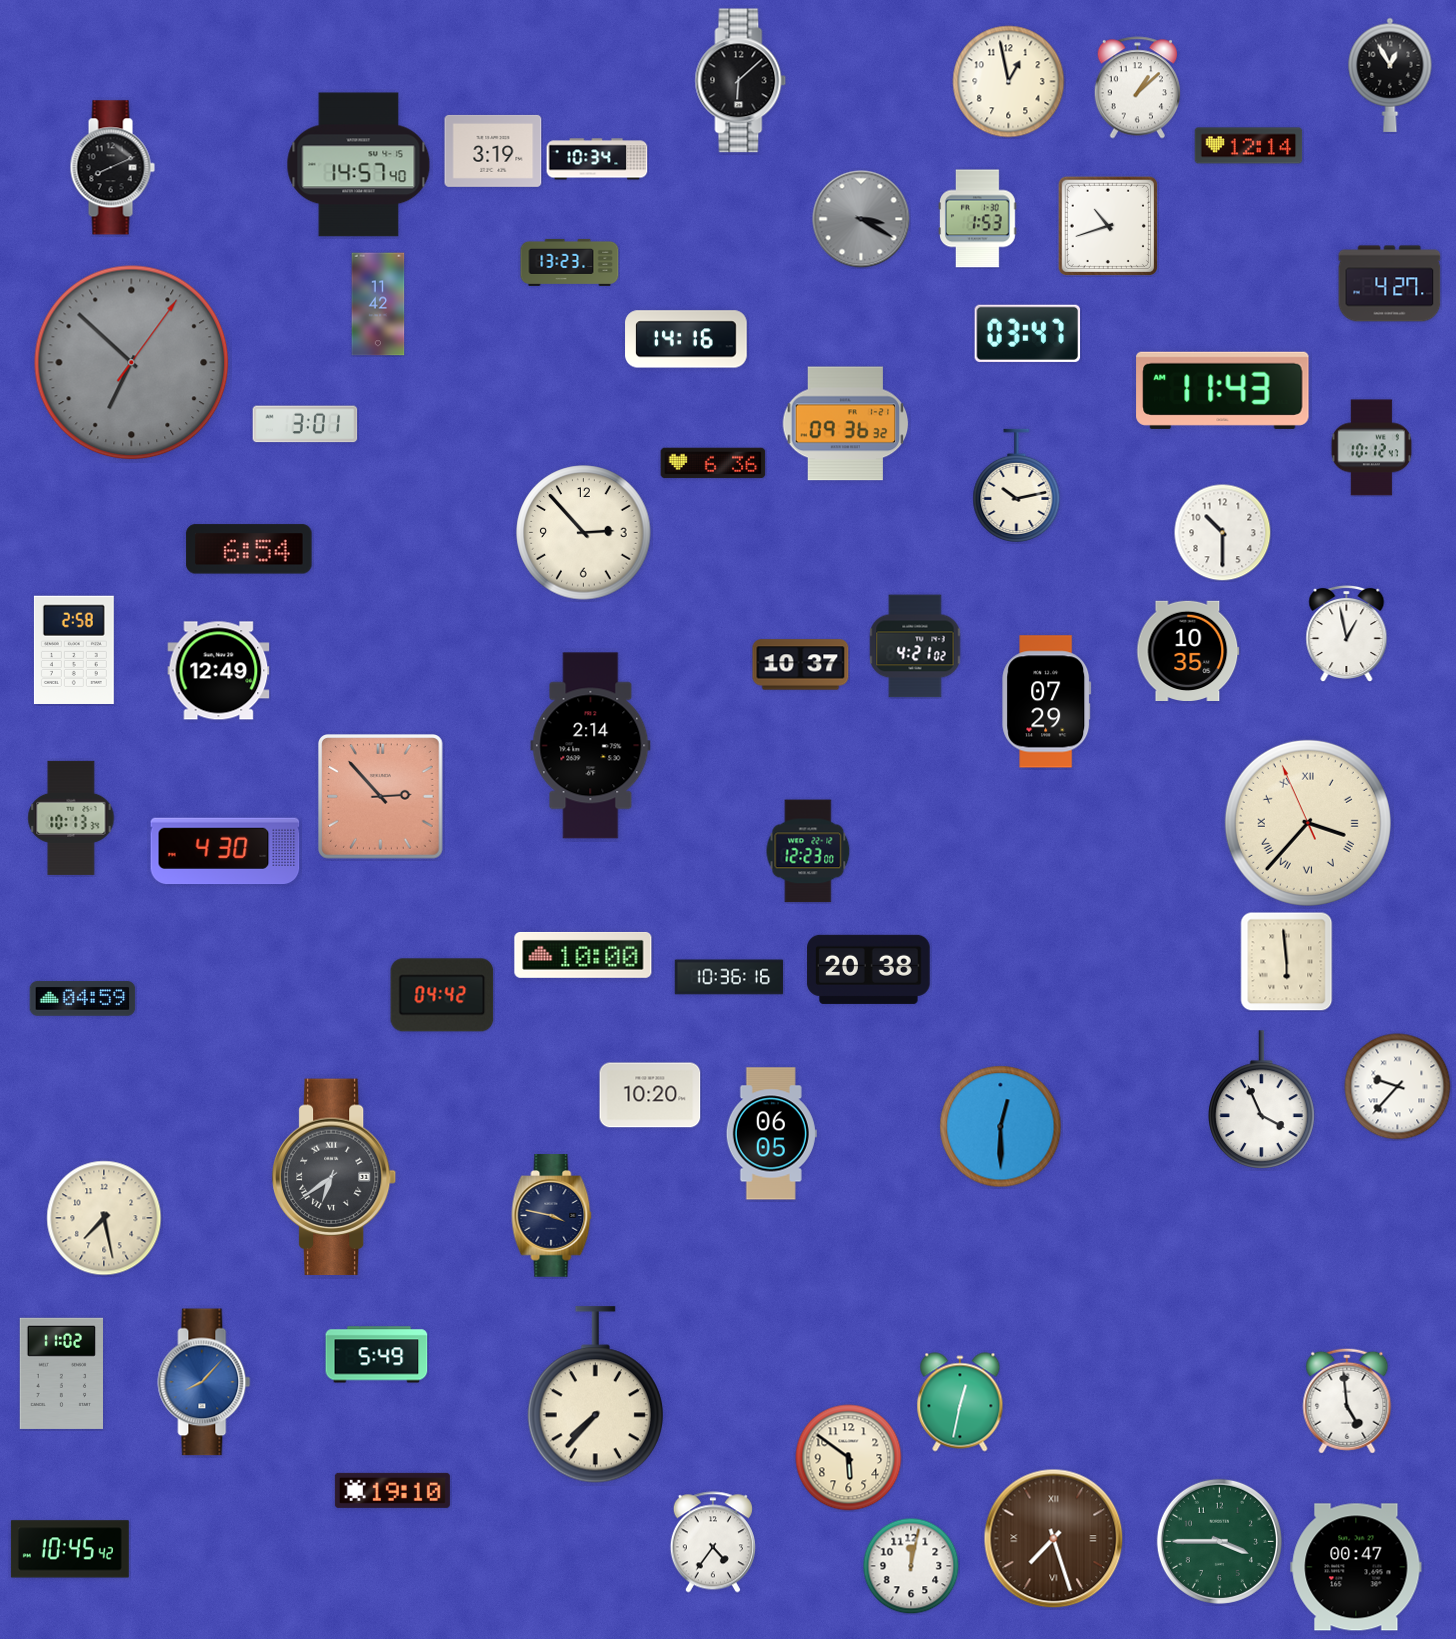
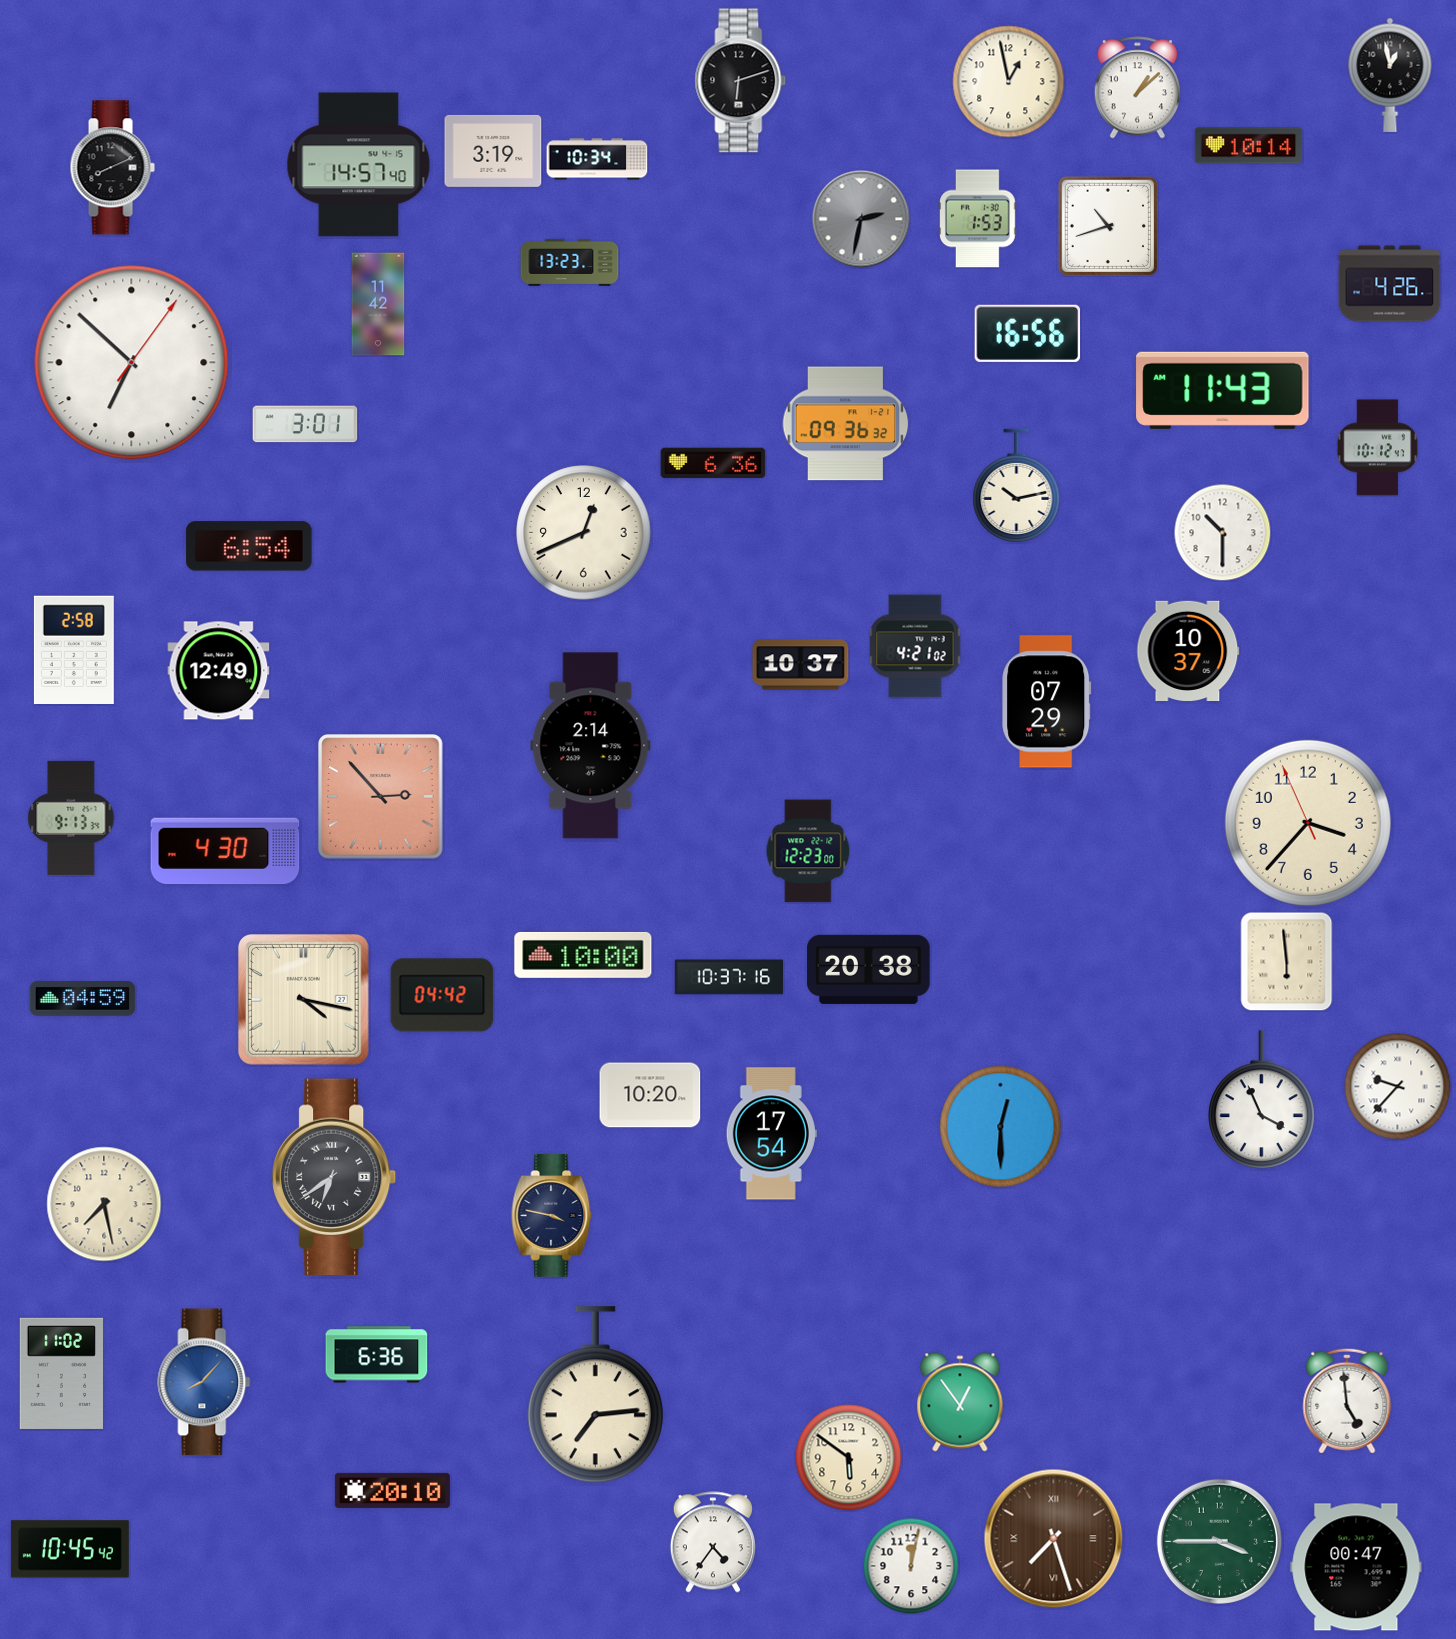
clock at (1390, 75): 12:55 -> 12:58
clock at (741, 81): 6:08 -> 6:12
clock at (1249, 146): 12:14 -> 10:14
clock at (861, 219): 3:20 -> 2:32
clock at (1390, 284): 4:27 -> 4:26
clock at (1028, 333): 03:47 -> 16:56
clock at (686, 339): 14:16 -> none
clock at (132, 363) dial: grey -> white
clock at (1371, 448) position: (1371, 448) -> (1377, 448)
clock at (584, 533): 2:53 -> 12:41
clock at (249, 549) position: (249, 549) -> (249, 546)
clock at (1347, 633): 12:58 -> none
clock at (1188, 650): 10:35 -> 10:37
clock at (71, 818): 10:13 -> 9:13
clock at (1308, 823) numerals: Roman -> Arabic
clock at (729, 977): 10:36 -> 10:37
clock at (304, 1000): none -> 4:17
clock at (771, 1134): 06:05 -> 17:54
clock at (104, 1218) position: (104, 1218) -> (104, 1204)
clock at (377, 1355): 5:49 -> 6:36
clock at (595, 1395): 7:37 -> 7:14
clock at (960, 1402): 12:32 -> 12:54
clock at (392, 1490): 19:10 -> 20:10
